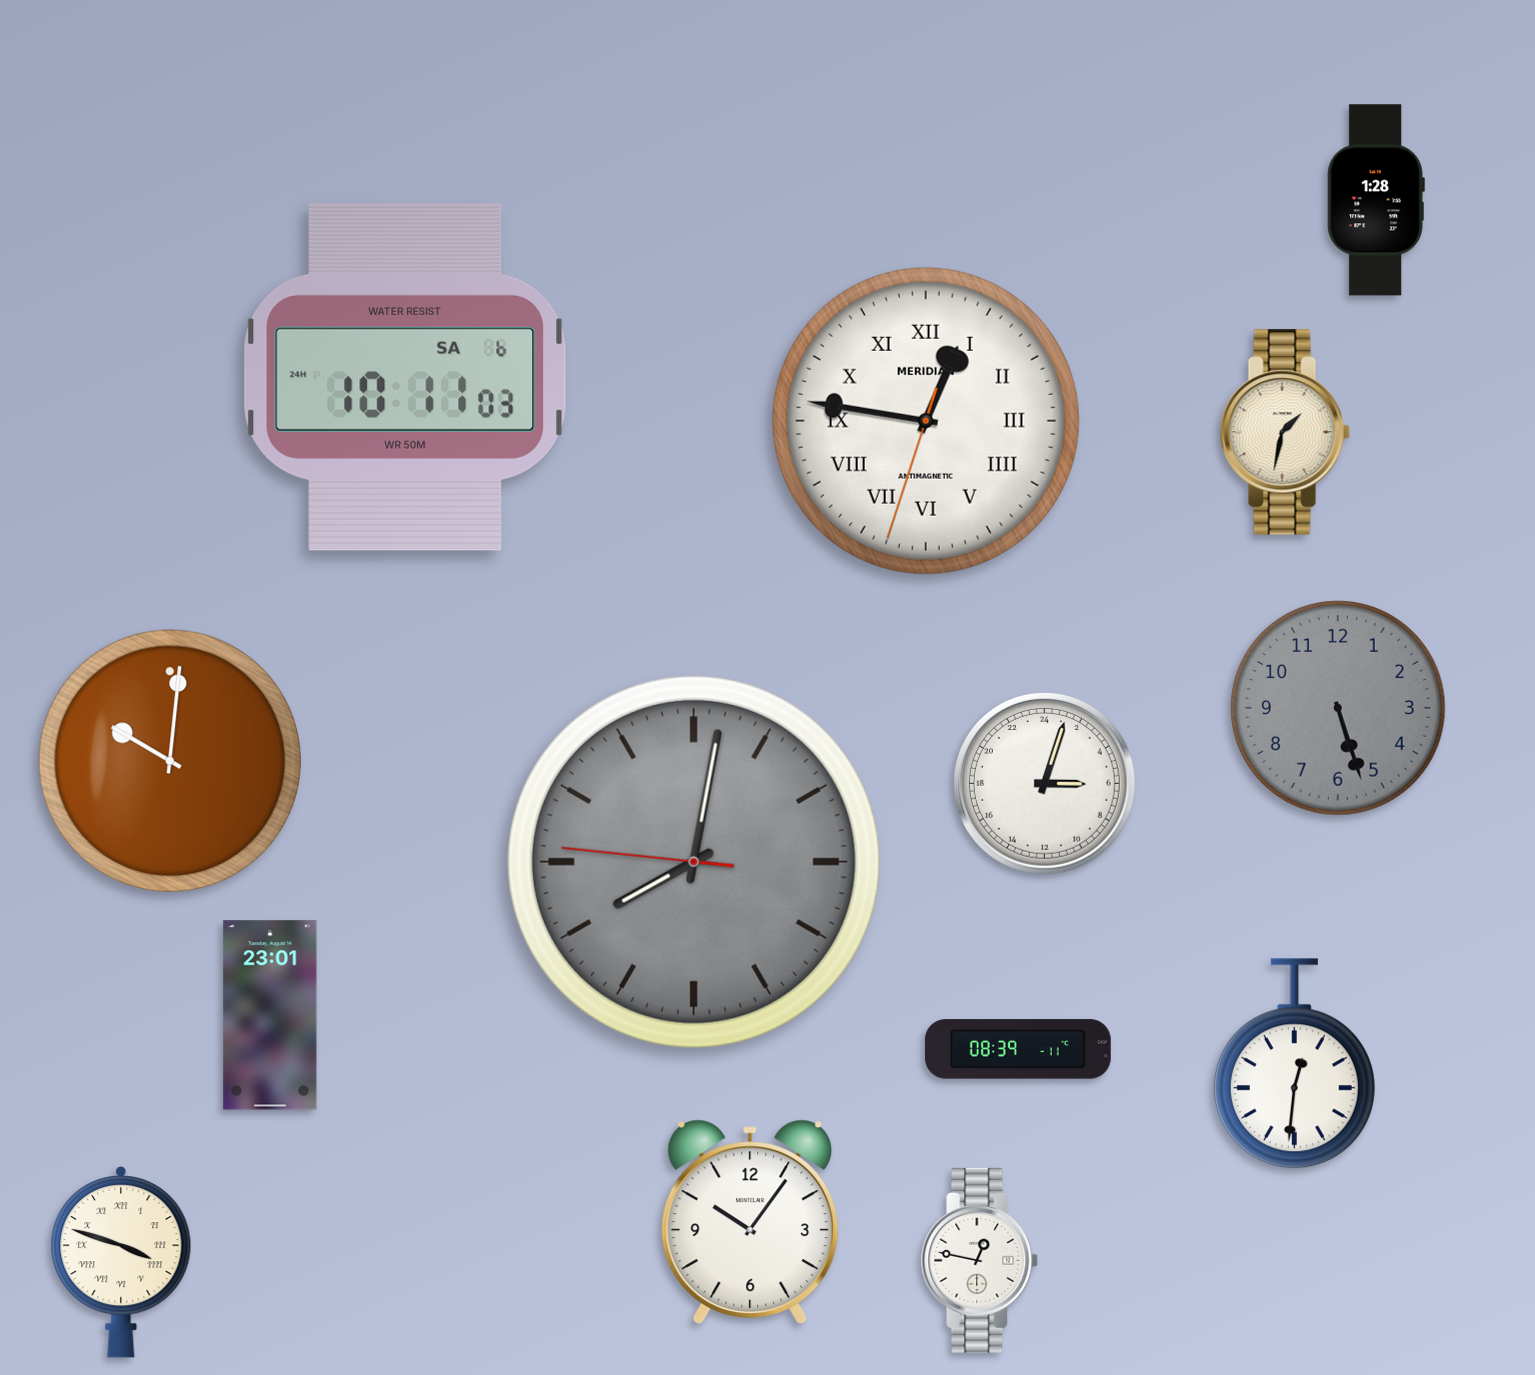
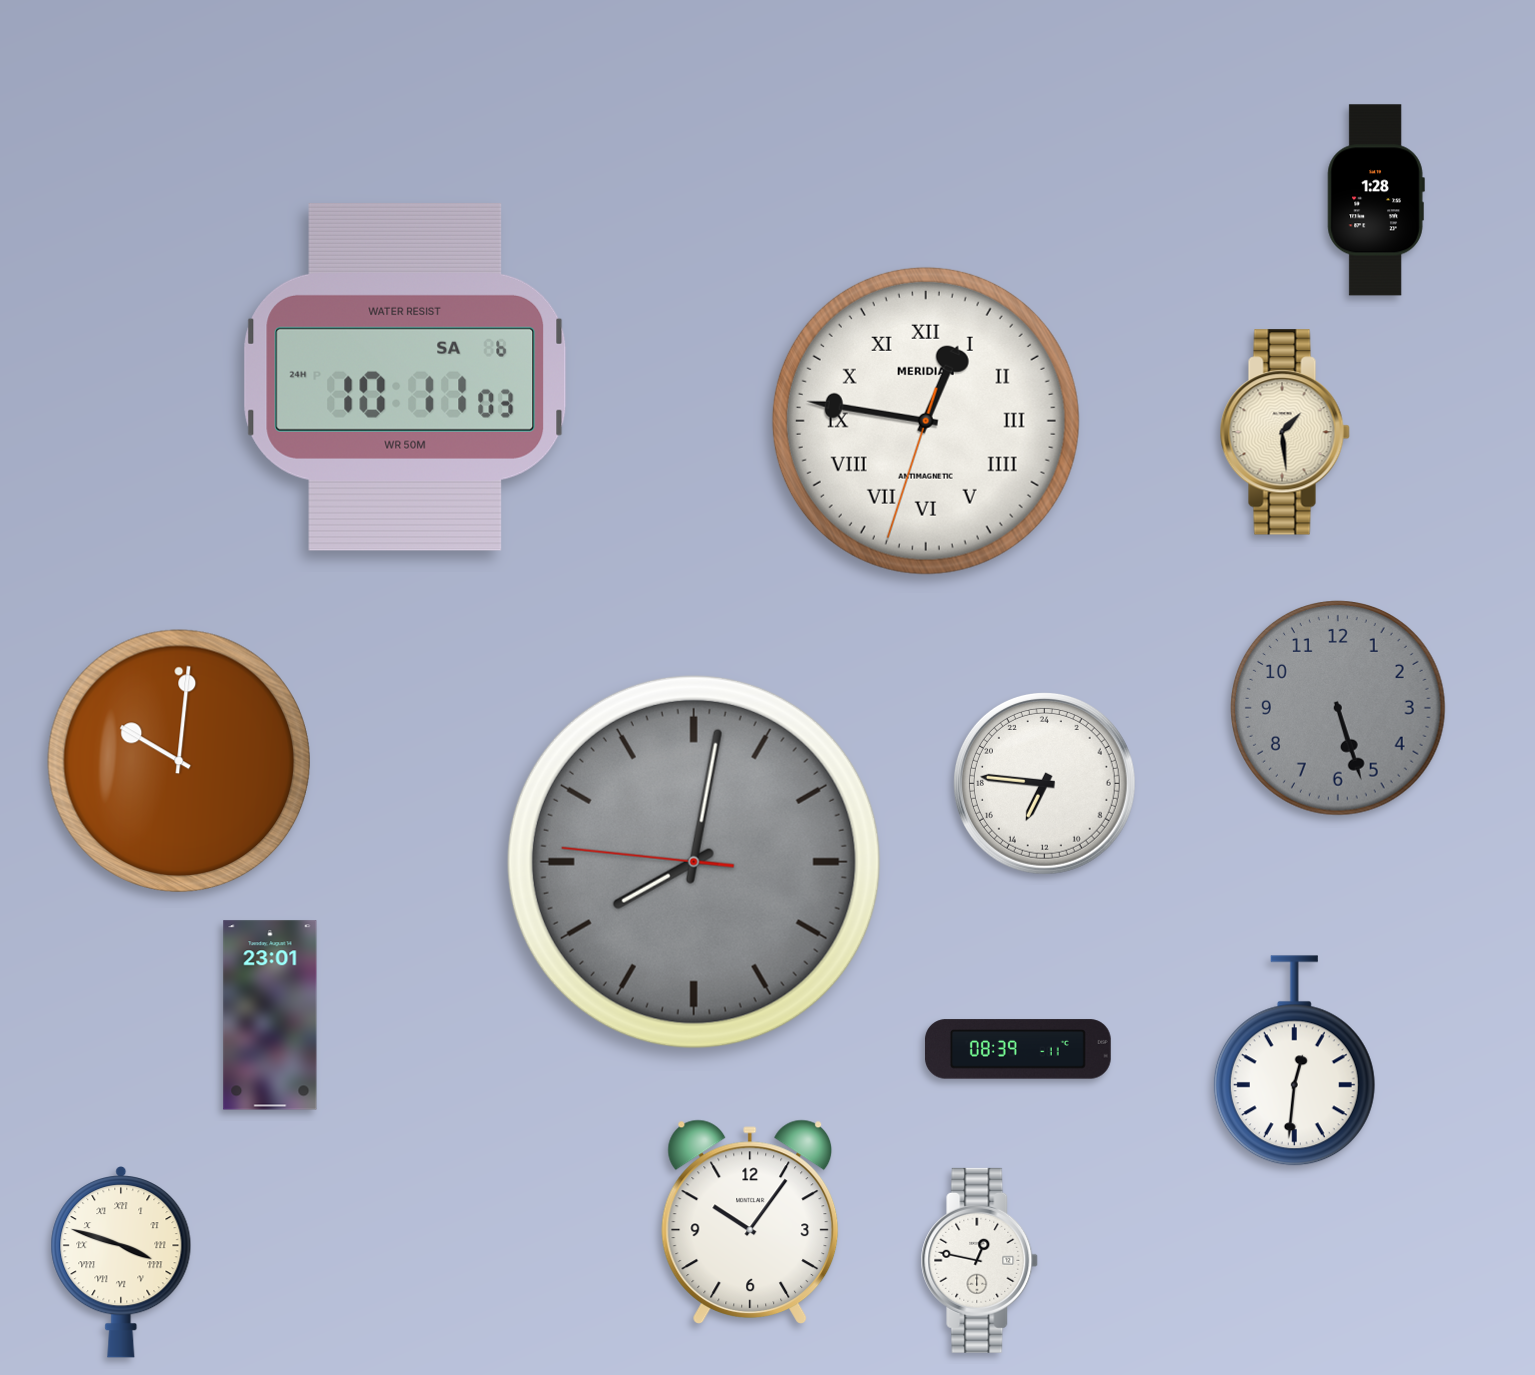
clock at (1285, 432): 1:32 -> 1:29
clock at (169, 760) position: (169, 760) -> (178, 760)
clock at (1044, 783): 6:03 -> 13:46
clock at (1294, 1064) position: (1294, 1064) -> (1294, 1061)
